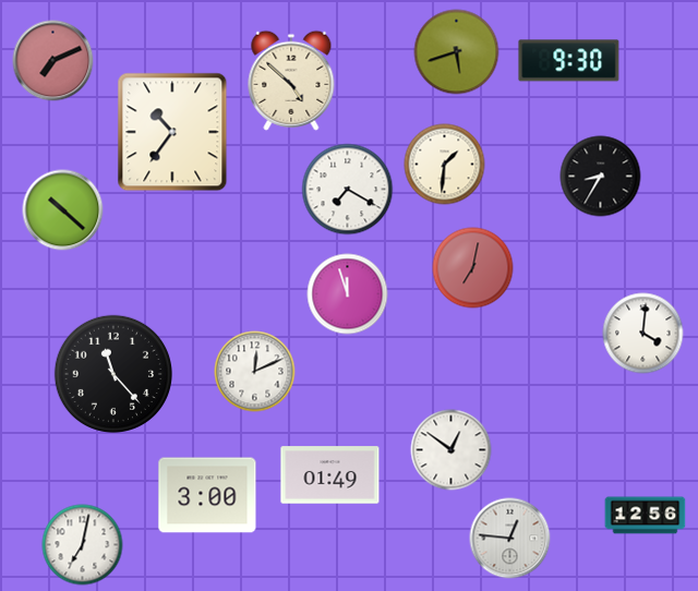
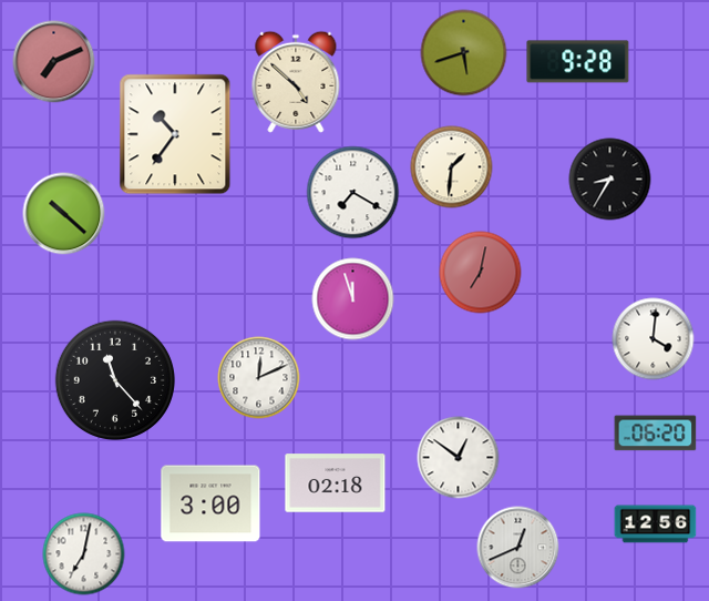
clock at (569, 61): 9:30 -> 9:28
clock at (656, 434): none -> 06:20
clock at (330, 475): 01:49 -> 02:18
clock at (510, 539): 12:46 -> 12:41
